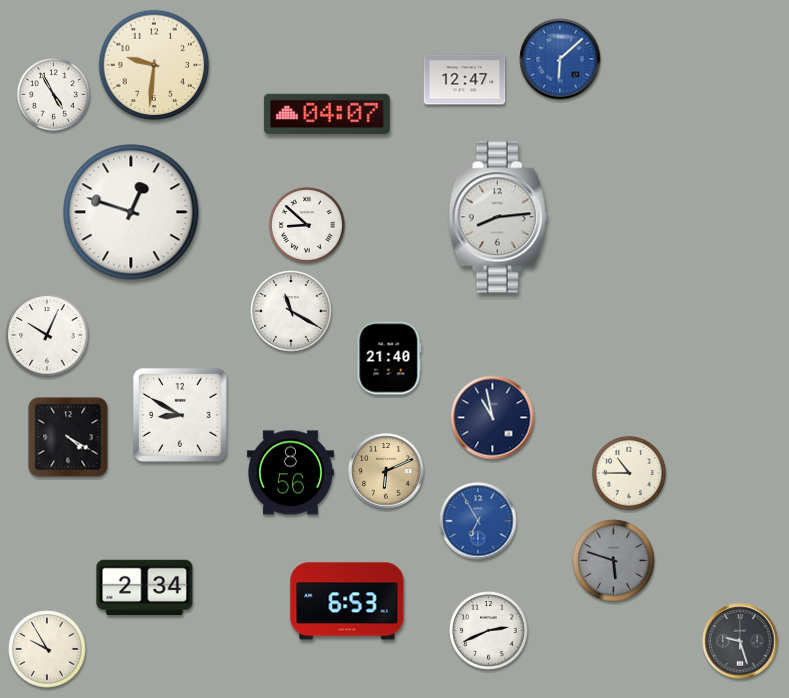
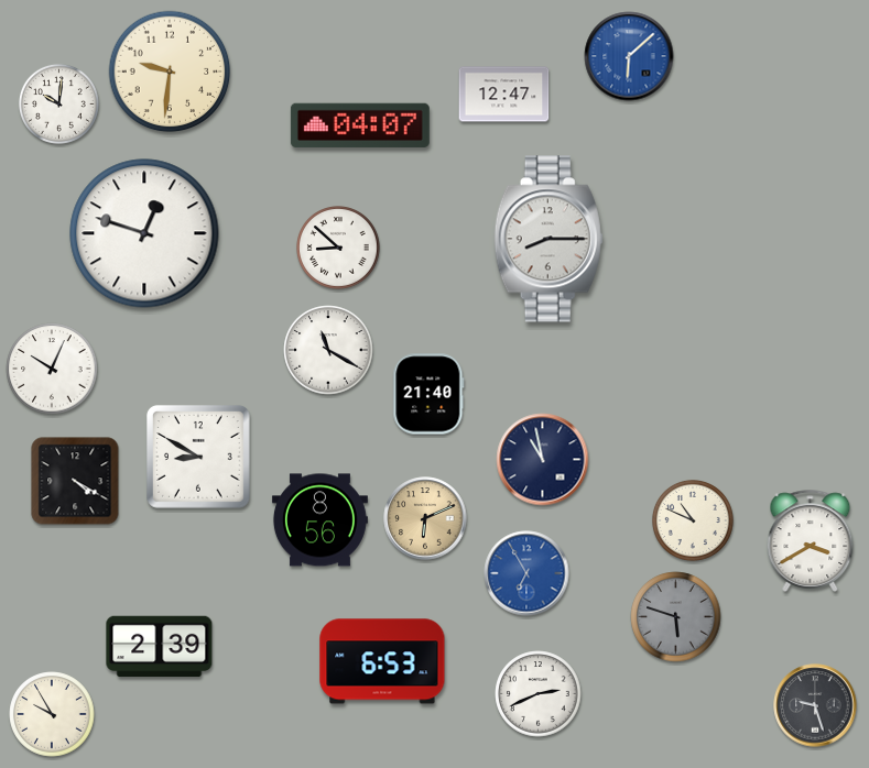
clock at (560, 59) position: (560, 59) -> (629, 56)
clock at (465, 80) position: (465, 80) -> (504, 95)
clock at (53, 94): 4:55 -> 10:01
clock at (498, 217): 8:14 -> 8:15
clock at (291, 311) position: (291, 311) -> (328, 350)
clock at (629, 473): 10:45 -> 10:49
clock at (811, 540): none -> 3:40
clock at (145, 588): 2:34 -> 2:39
